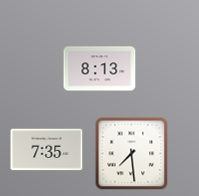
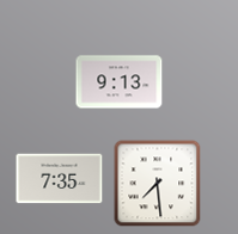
clock at (100, 69): 8:13 -> 9:13
clock at (47, 150) position: (47, 150) -> (60, 179)
